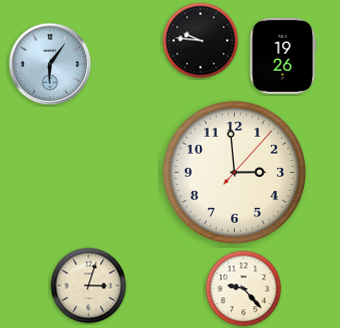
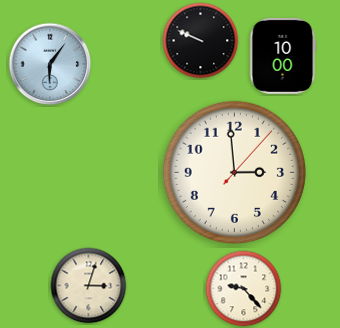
clock at (201, 41): 9:46 -> 9:49
clock at (283, 56): 19:26 -> 10:00
